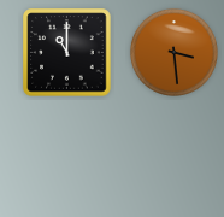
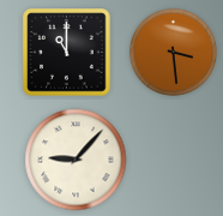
clock at (76, 160): none -> 9:07
